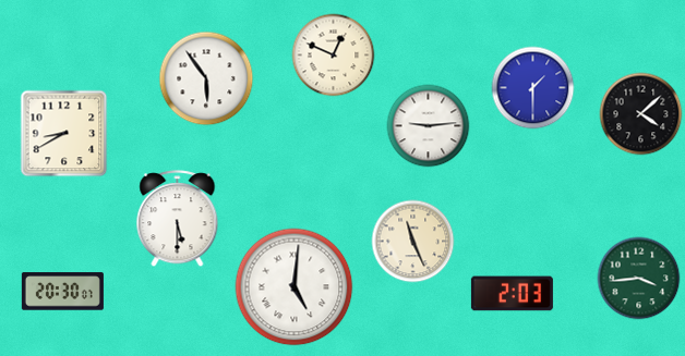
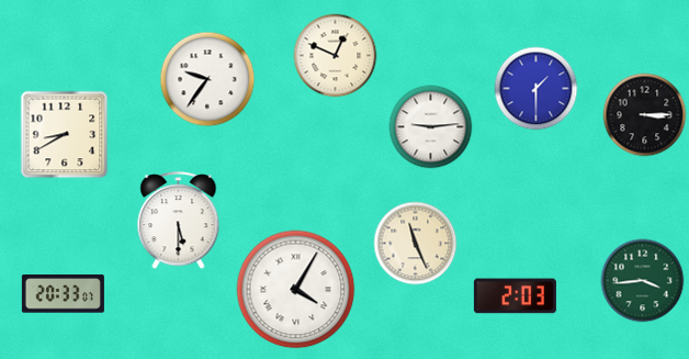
clock at (206, 78): 5:54 -> 9:36
clock at (641, 114): 4:08 -> 3:15
clock at (295, 287): 5:01 -> 4:05
clock at (62, 292): 20:30 -> 20:33
